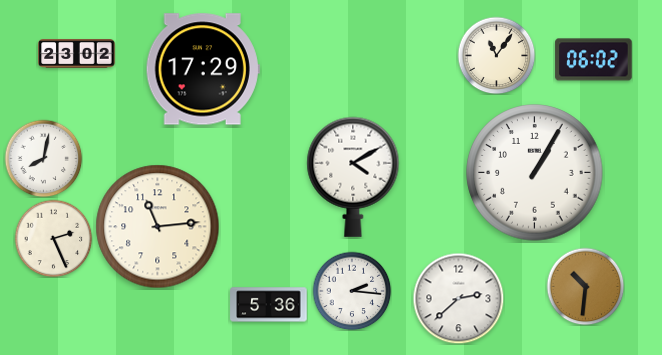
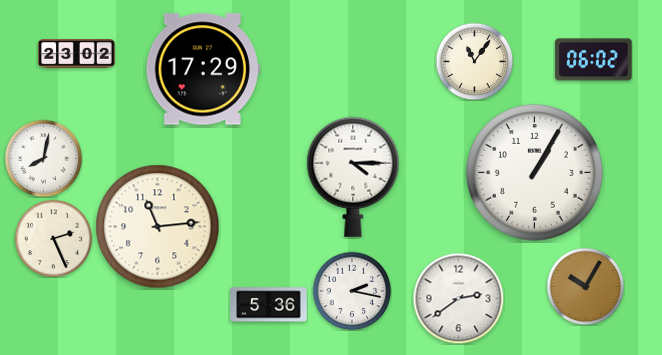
clock at (496, 55) position: (496, 55) -> (474, 61)
clock at (353, 177): 4:10 -> 4:15
clock at (585, 286): 10:31 -> 10:05
clock at (352, 291): 2:16 -> 2:17
clock at (458, 298): 2:38 -> 2:39
